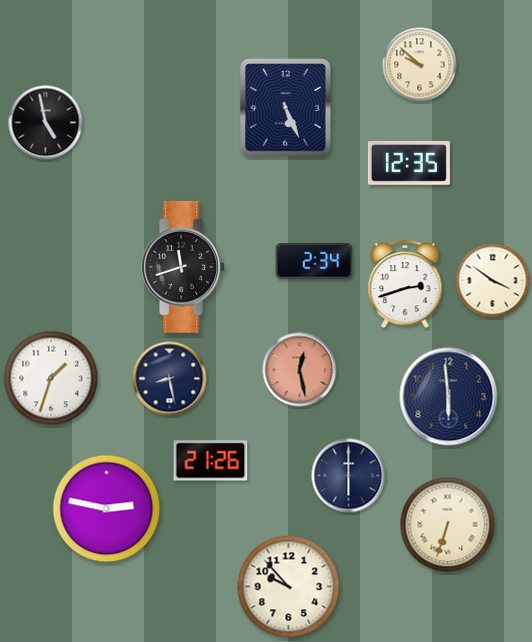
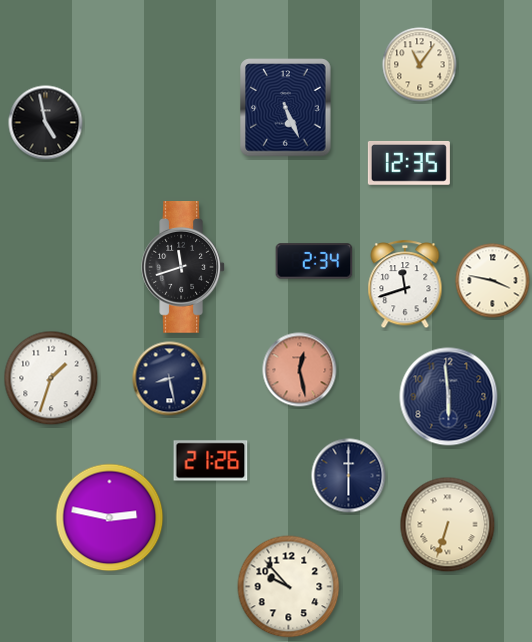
clock at (420, 65): 9:52 -> 11:06
clock at (493, 281): 3:51 -> 3:47
clock at (405, 285): 2:42 -> 11:42
clock at (107, 509) position: (107, 509) -> (110, 518)
